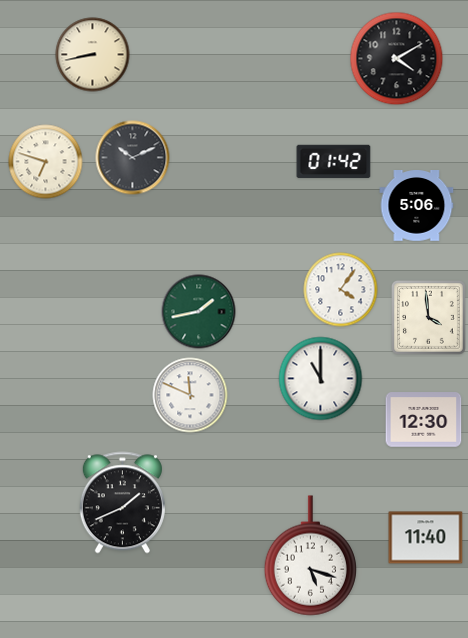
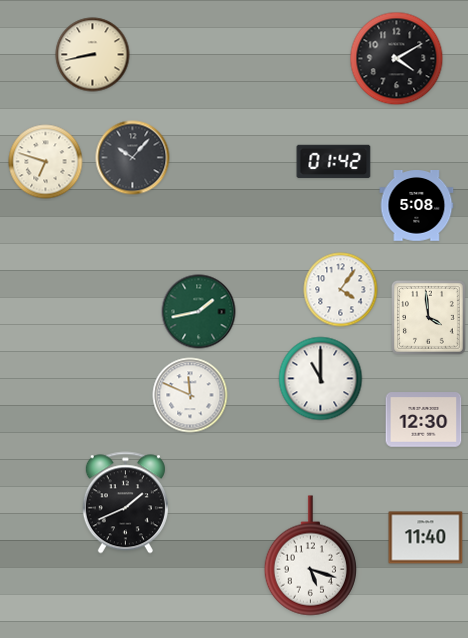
clock at (133, 158): 10:11 -> 10:07
clock at (417, 206): 5:06 -> 5:08
clock at (122, 503) position: (122, 503) -> (125, 503)
